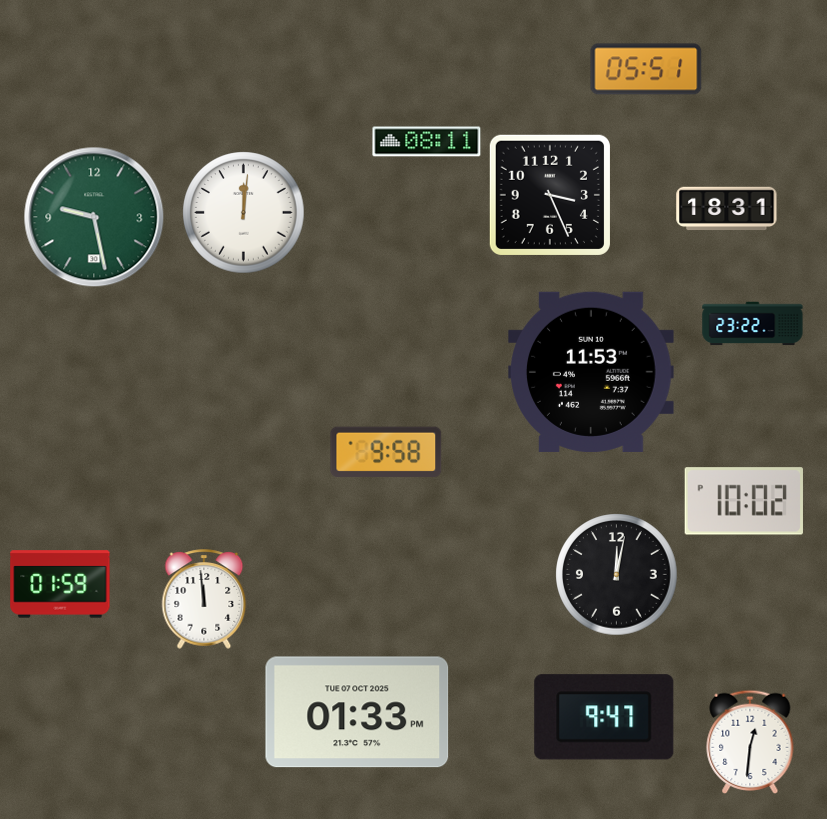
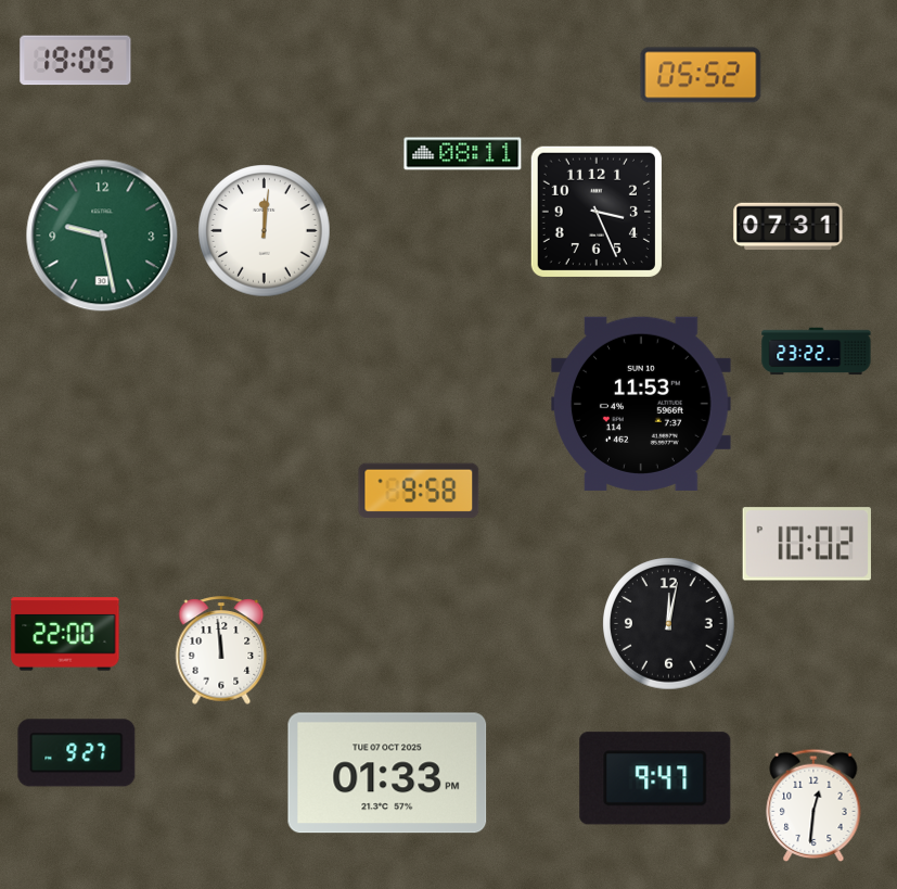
clock at (76, 61): none -> 19:05
clock at (646, 69): 05:51 -> 05:52
clock at (727, 209): 18:31 -> 07:31
clock at (60, 584): 01:59 -> 22:00
clock at (77, 753): none -> 9:27
